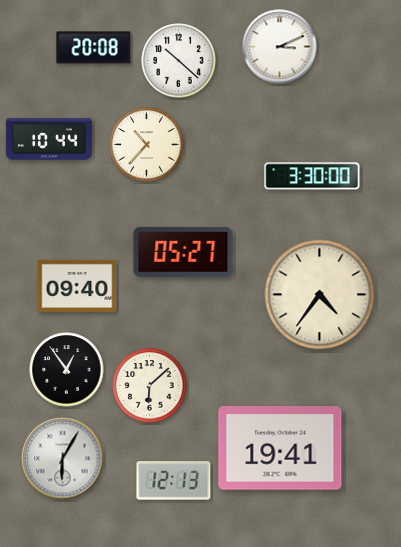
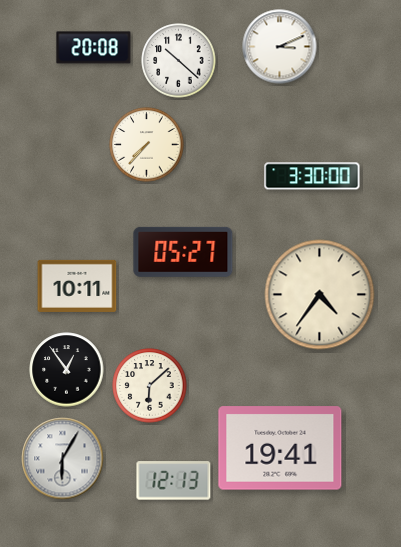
clock at (49, 139): 10:44 -> none
clock at (147, 145): 10:37 -> 7:37
clock at (77, 286): 09:40 -> 10:11
